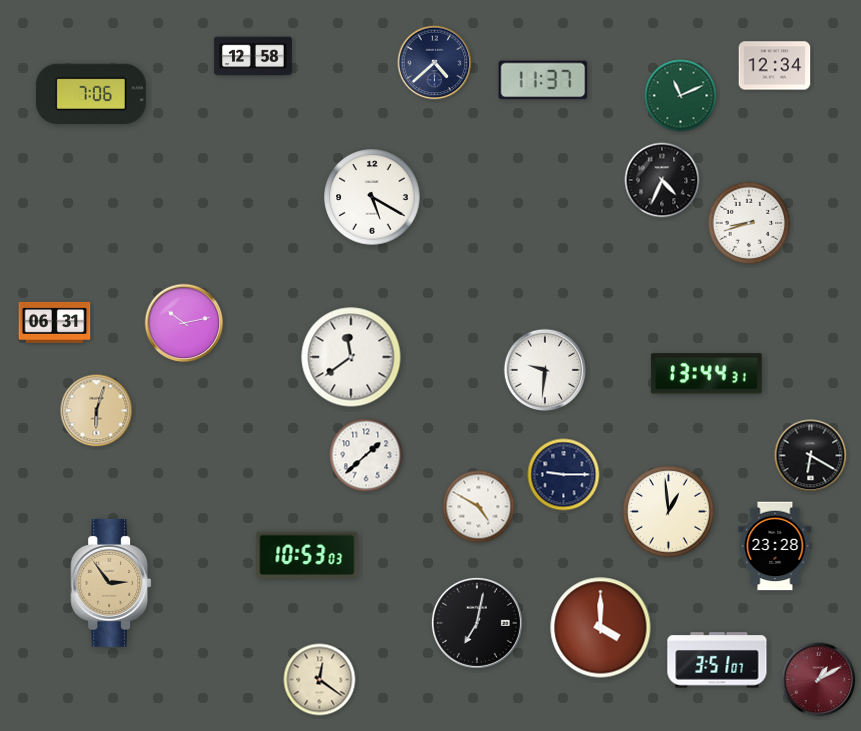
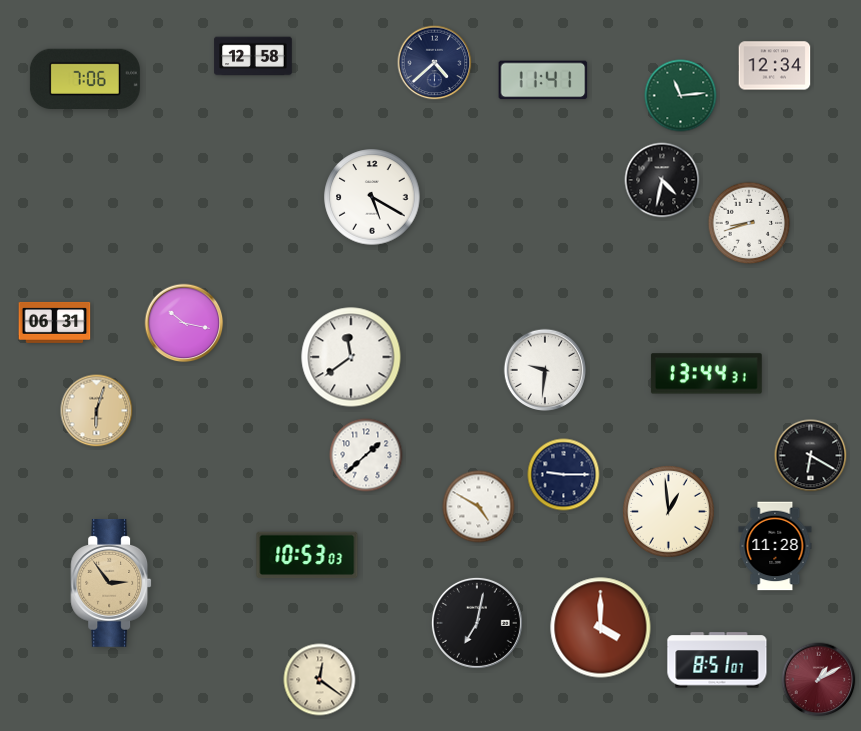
clock at (543, 80): 11:37 -> 11:41
clock at (91, 93) position: (91, 93) -> (85, 78)
clock at (681, 96): 11:11 -> 11:14
clock at (662, 180): 4:34 -> 4:32
clock at (184, 323): 10:13 -> 10:17
clock at (775, 546): 23:28 -> 11:28
clock at (717, 660): 3:51 -> 8:51
